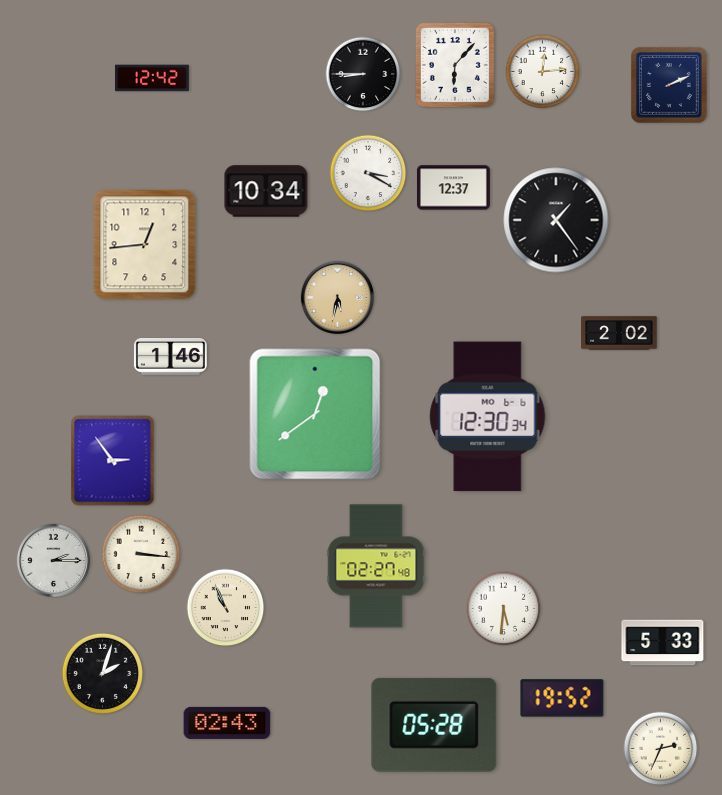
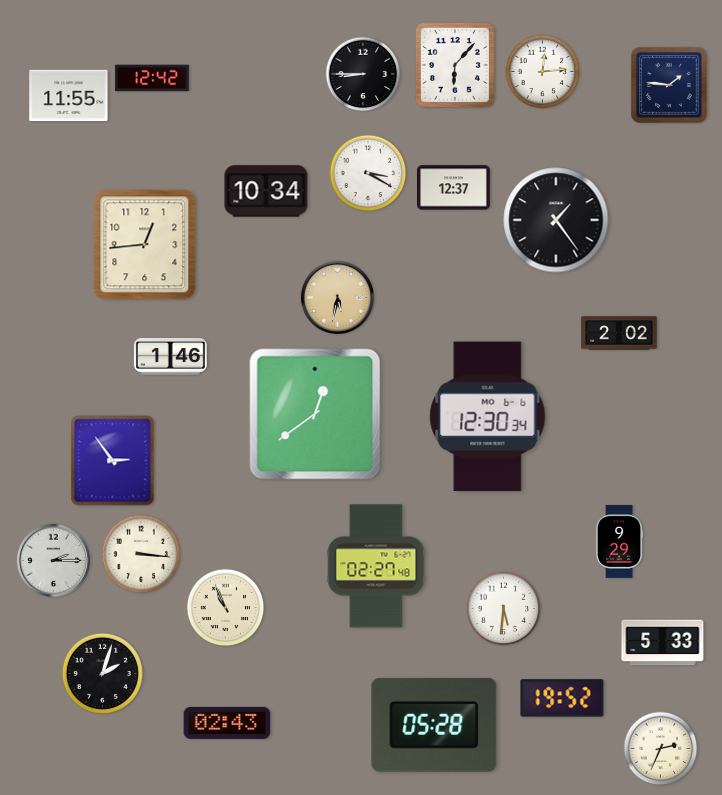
clock at (669, 85): 2:11 -> 1:46
clock at (69, 96): none -> 11:55
clock at (620, 541): none -> 9:29
